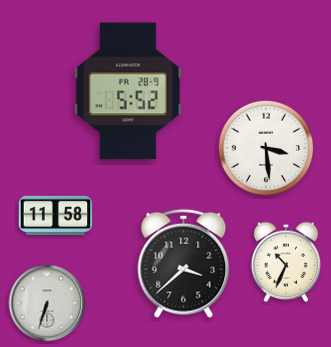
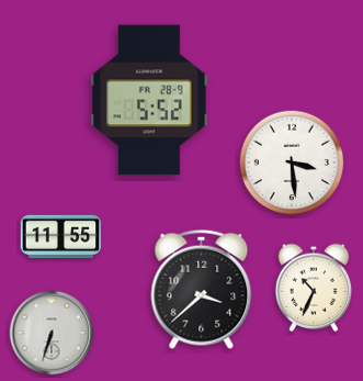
clock at (128, 91) position: (128, 91) -> (149, 100)
clock at (56, 215): 11:58 -> 11:55
